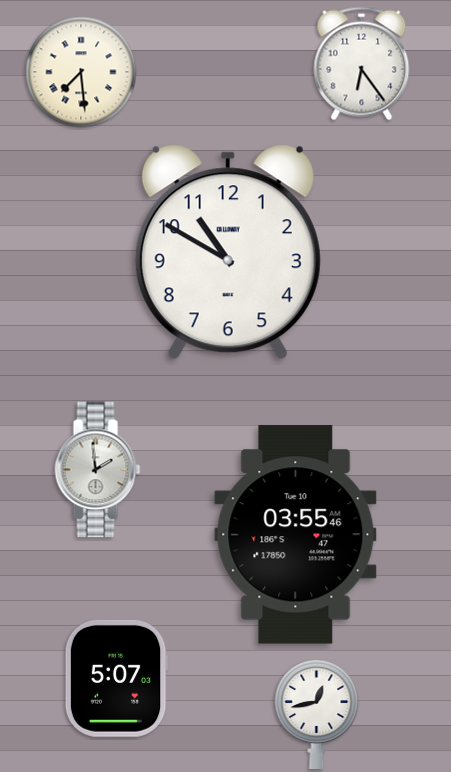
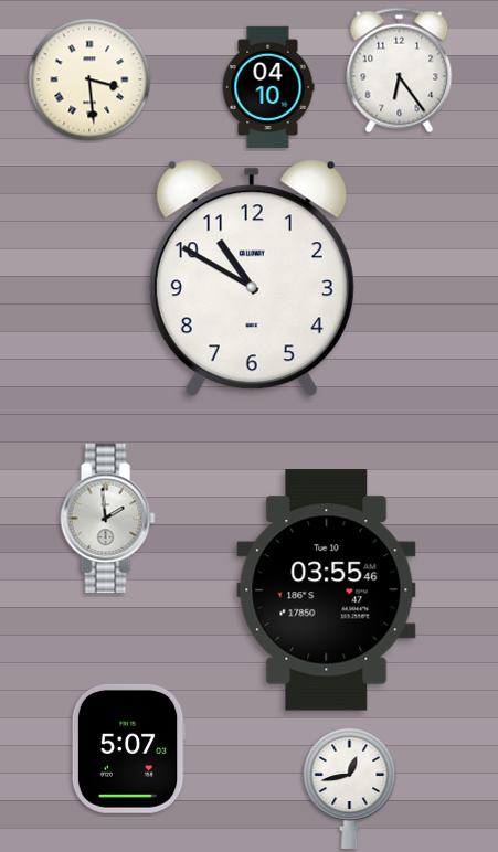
clock at (81, 72): 7:29 -> 3:29
clock at (268, 86): none -> 04:10
